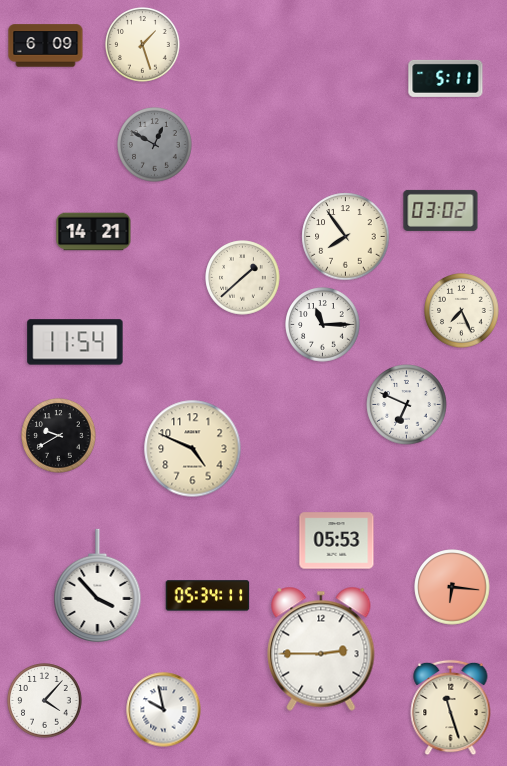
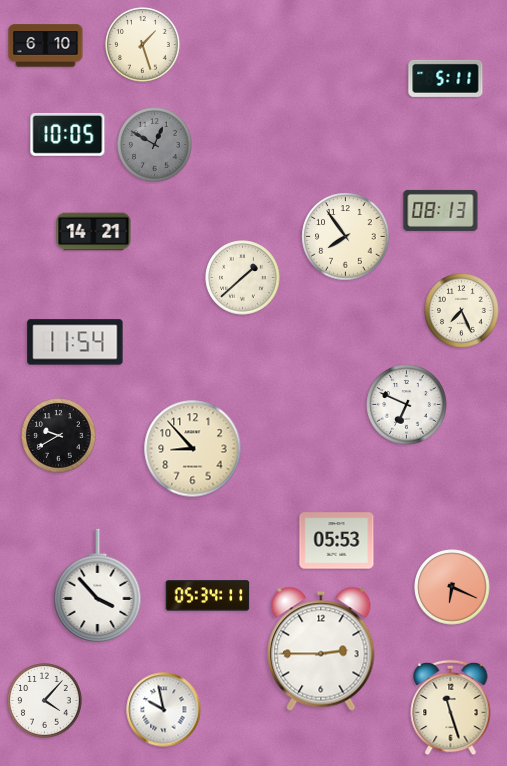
clock at (46, 46): 6:09 -> 6:10
clock at (68, 134): none -> 10:05
clock at (441, 210): 03:02 -> 08:13
clock at (323, 325): 11:15 -> none
clock at (193, 449): 4:49 -> 8:53
clock at (452, 587): 6:16 -> 6:19
